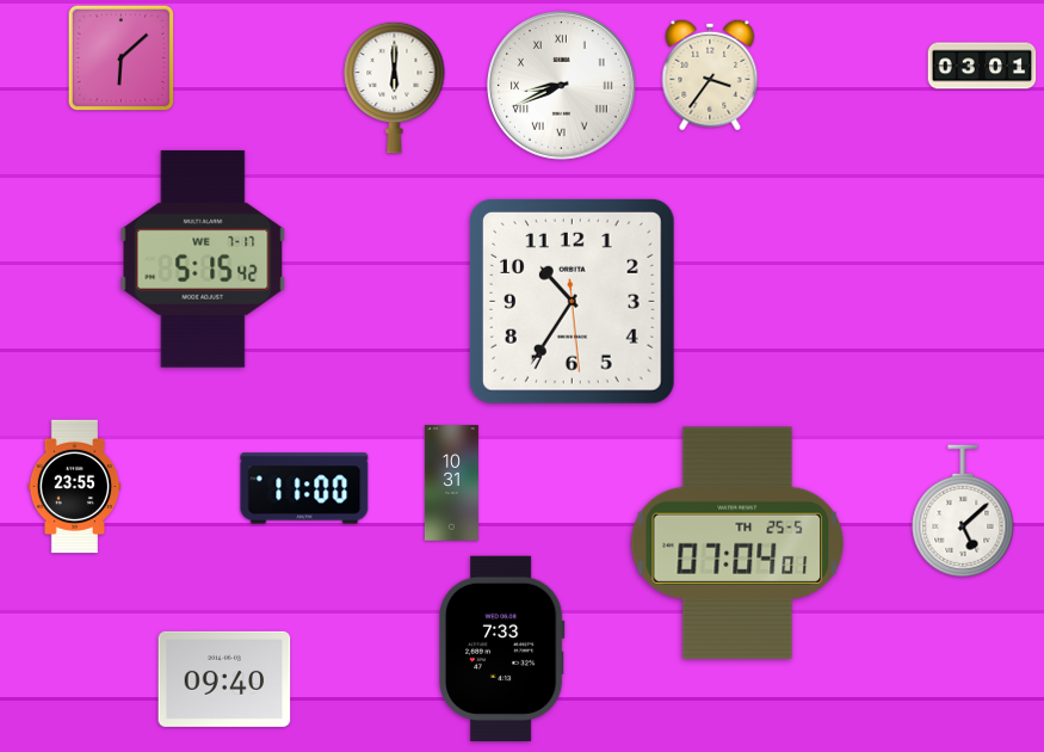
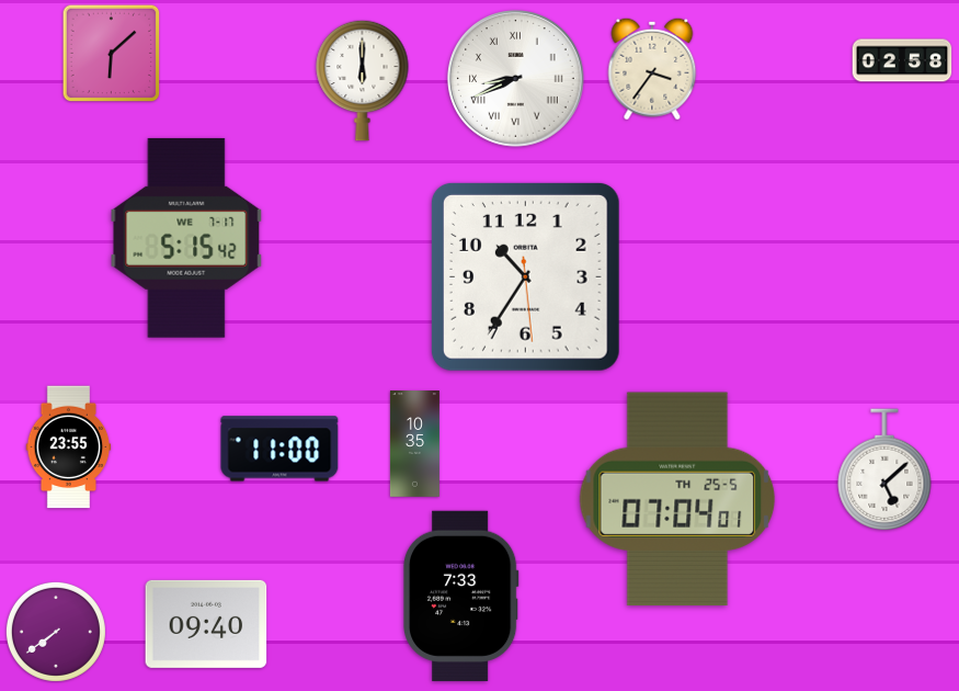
clock at (982, 66): 03:01 -> 02:58
clock at (451, 483): 10:31 -> 10:35
clock at (56, 632): none -> 7:39
